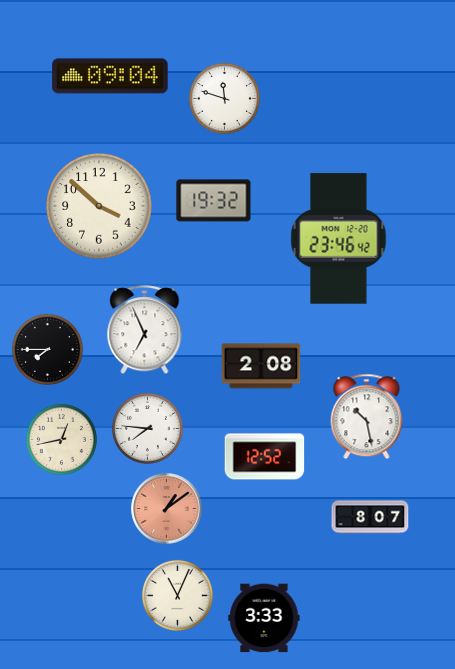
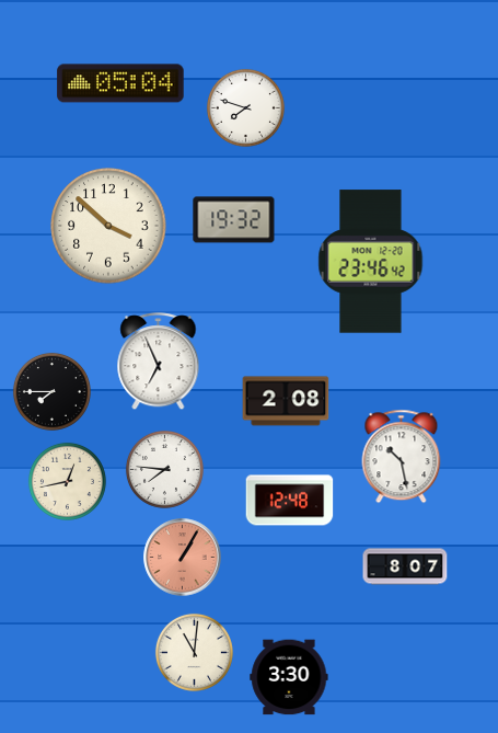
clock at (110, 76): 09:04 -> 05:04
clock at (224, 98): 11:48 -> 7:48
clock at (47, 349) position: (47, 349) -> (51, 391)
clock at (147, 428) position: (147, 428) -> (164, 469)
clock at (265, 457): 12:52 -> 12:48
clock at (167, 509): 1:09 -> 1:05
clock at (177, 595): 11:04 -> 11:01
clock at (264, 618): 3:33 -> 3:30
